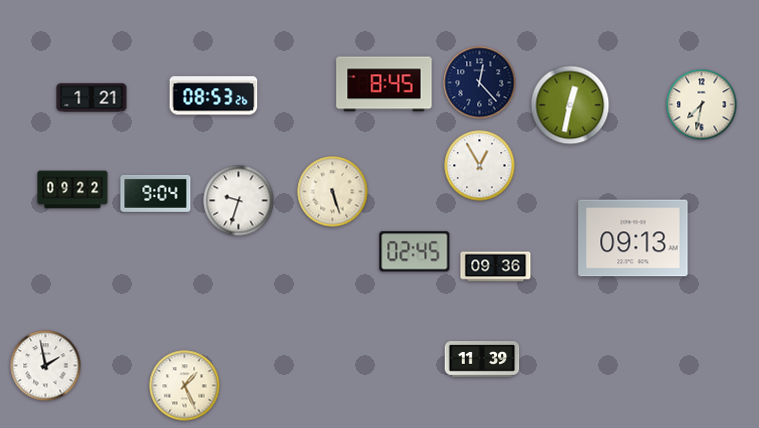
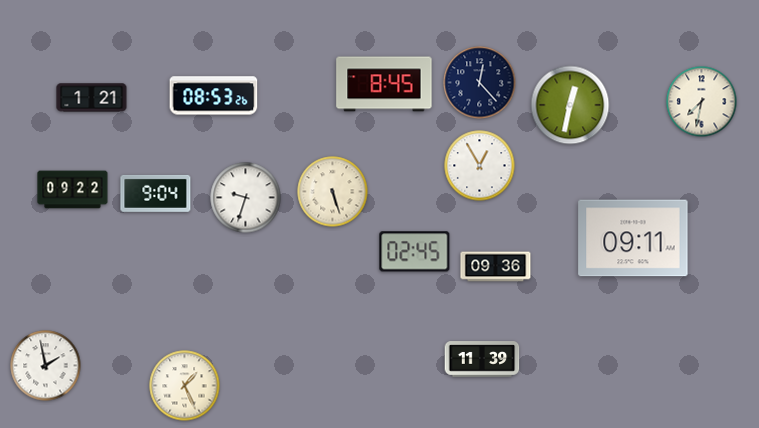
clock at (702, 105) position: (702, 105) -> (702, 102)
clock at (239, 201) position: (239, 201) -> (246, 198)
clock at (633, 238): 09:13 -> 09:11
